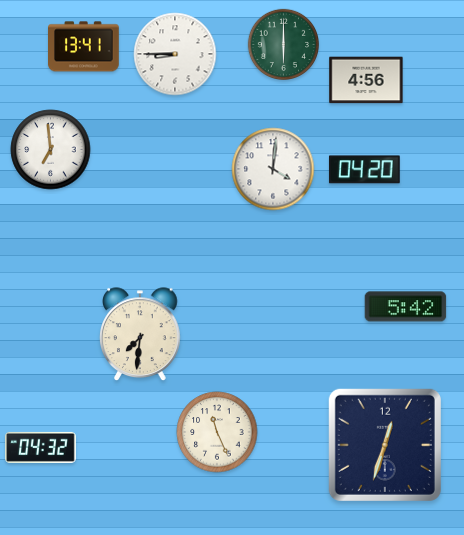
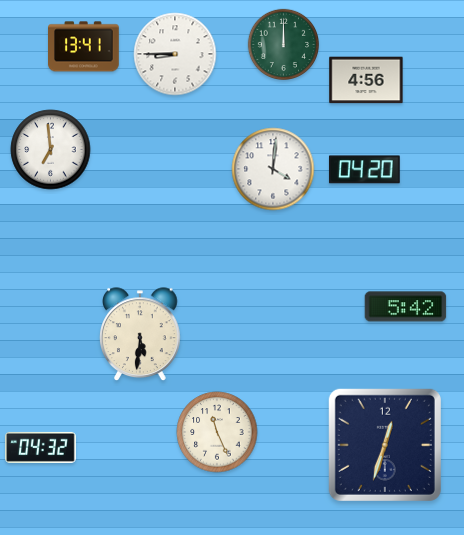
clock at (283, 44): 6:00 -> 12:00
clock at (141, 335): 7:31 -> 5:31
